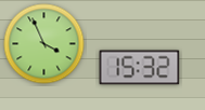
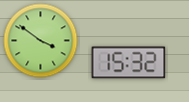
clock at (44, 44): 3:56 -> 3:51
